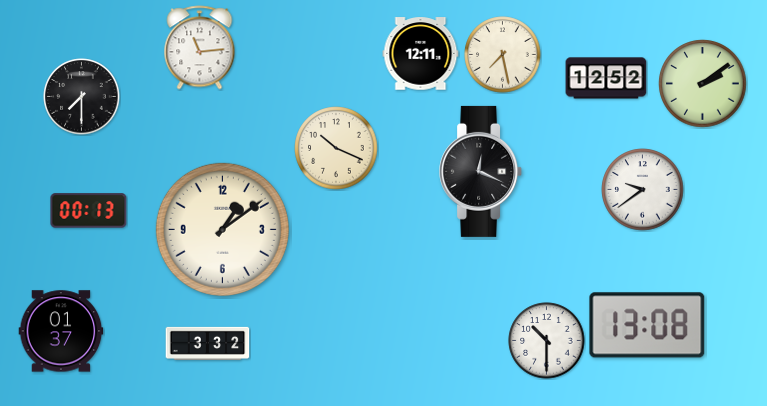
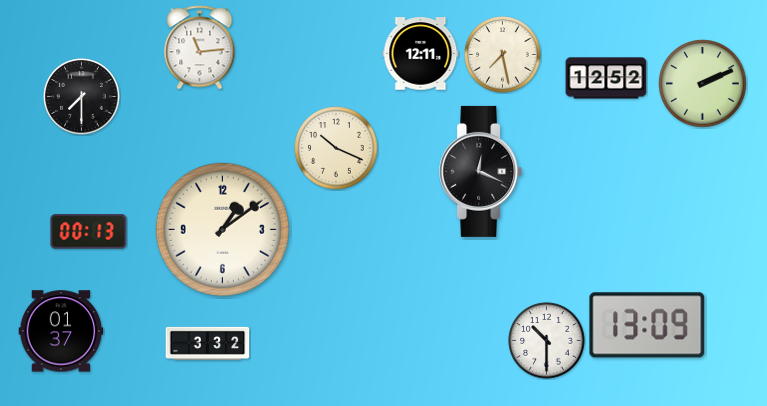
clock at (703, 84): 2:09 -> 2:11
clock at (643, 190): 9:39 -> none
clock at (89, 211) position: (89, 211) -> (89, 232)
clock at (647, 325): 13:08 -> 13:09
